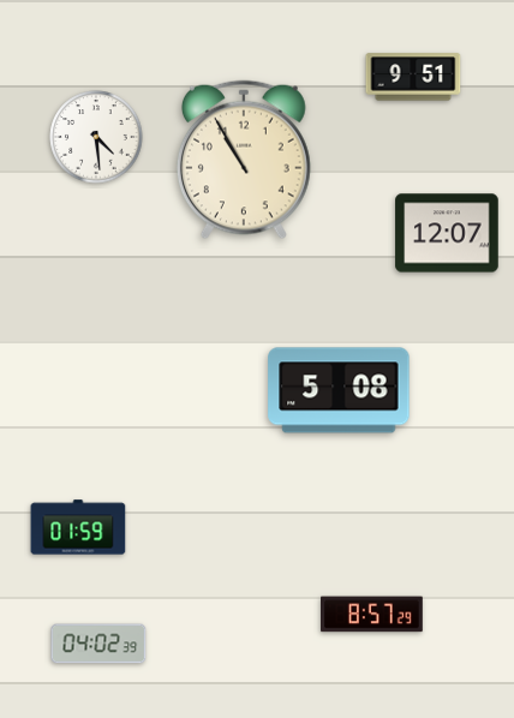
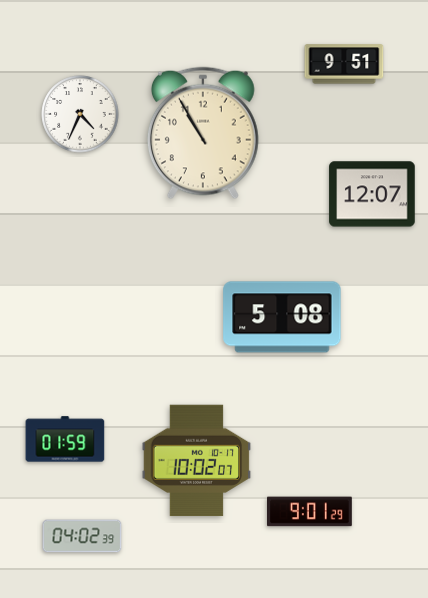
clock at (96, 137): 4:29 -> 4:34
clock at (339, 390) position: (339, 390) -> (282, 317)
clock at (197, 461): none -> 10:02
clock at (372, 615): 8:57 -> 9:01
